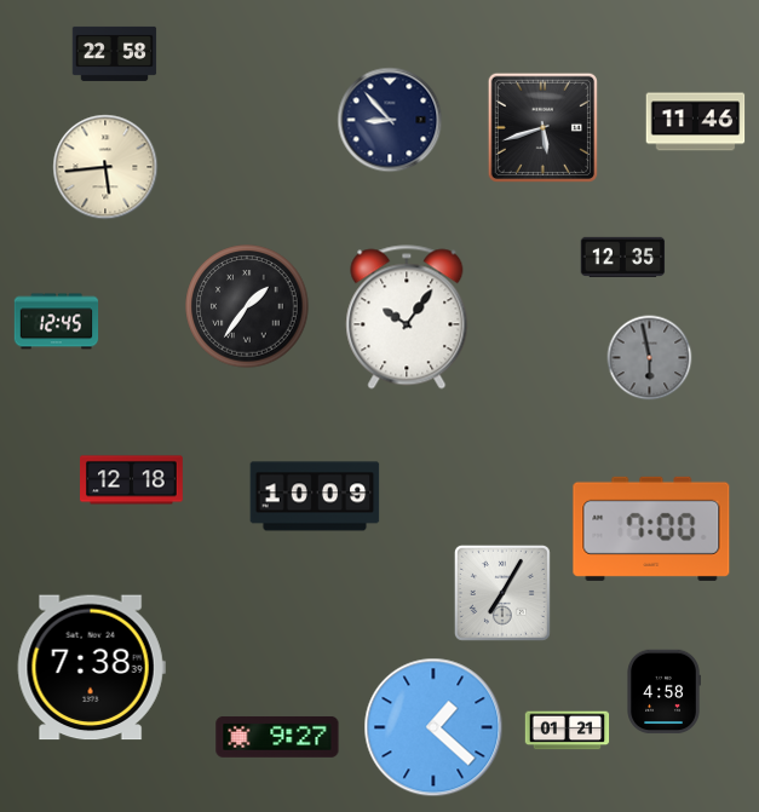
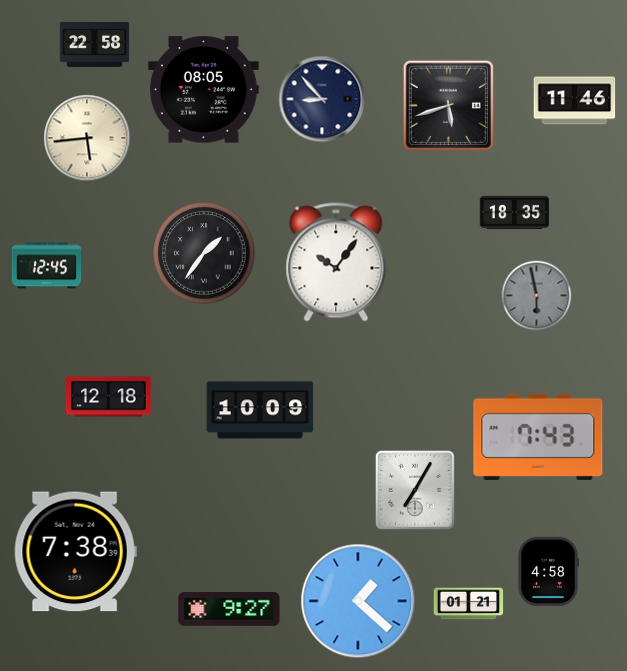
clock at (203, 90): none -> 08:05
clock at (623, 257): 12:35 -> 18:35
clock at (651, 529): 7:00 -> 7:43
